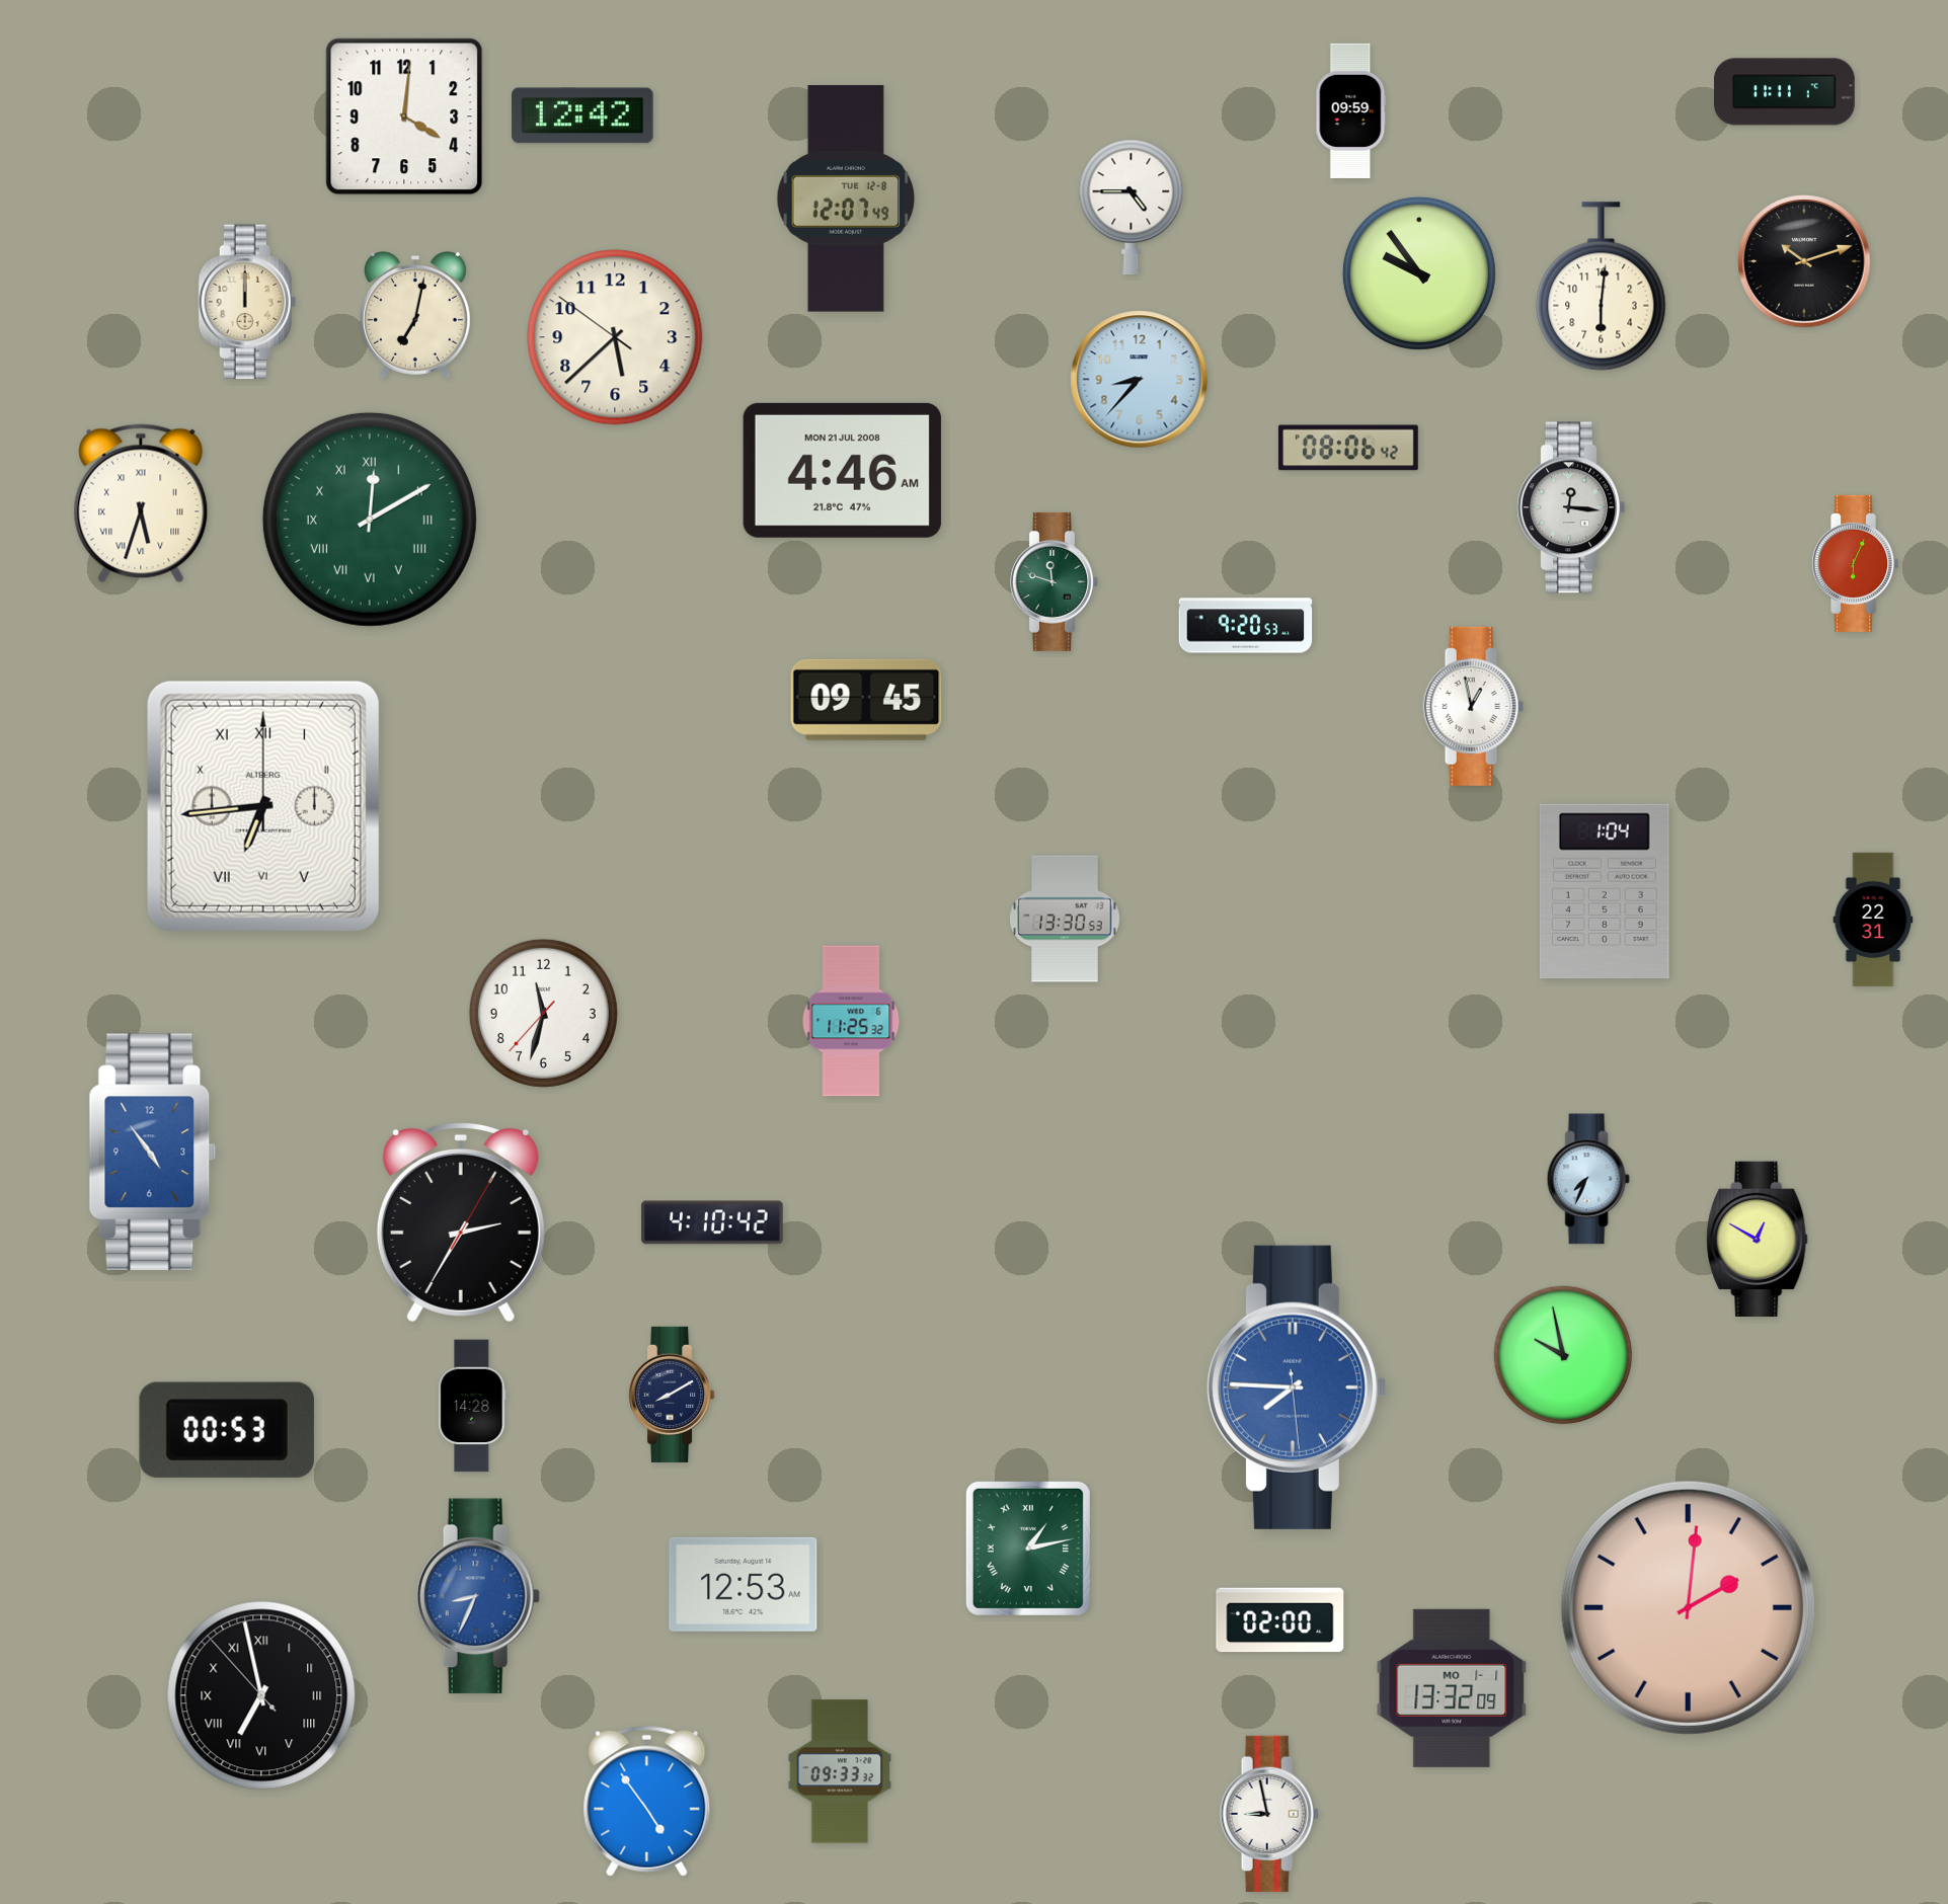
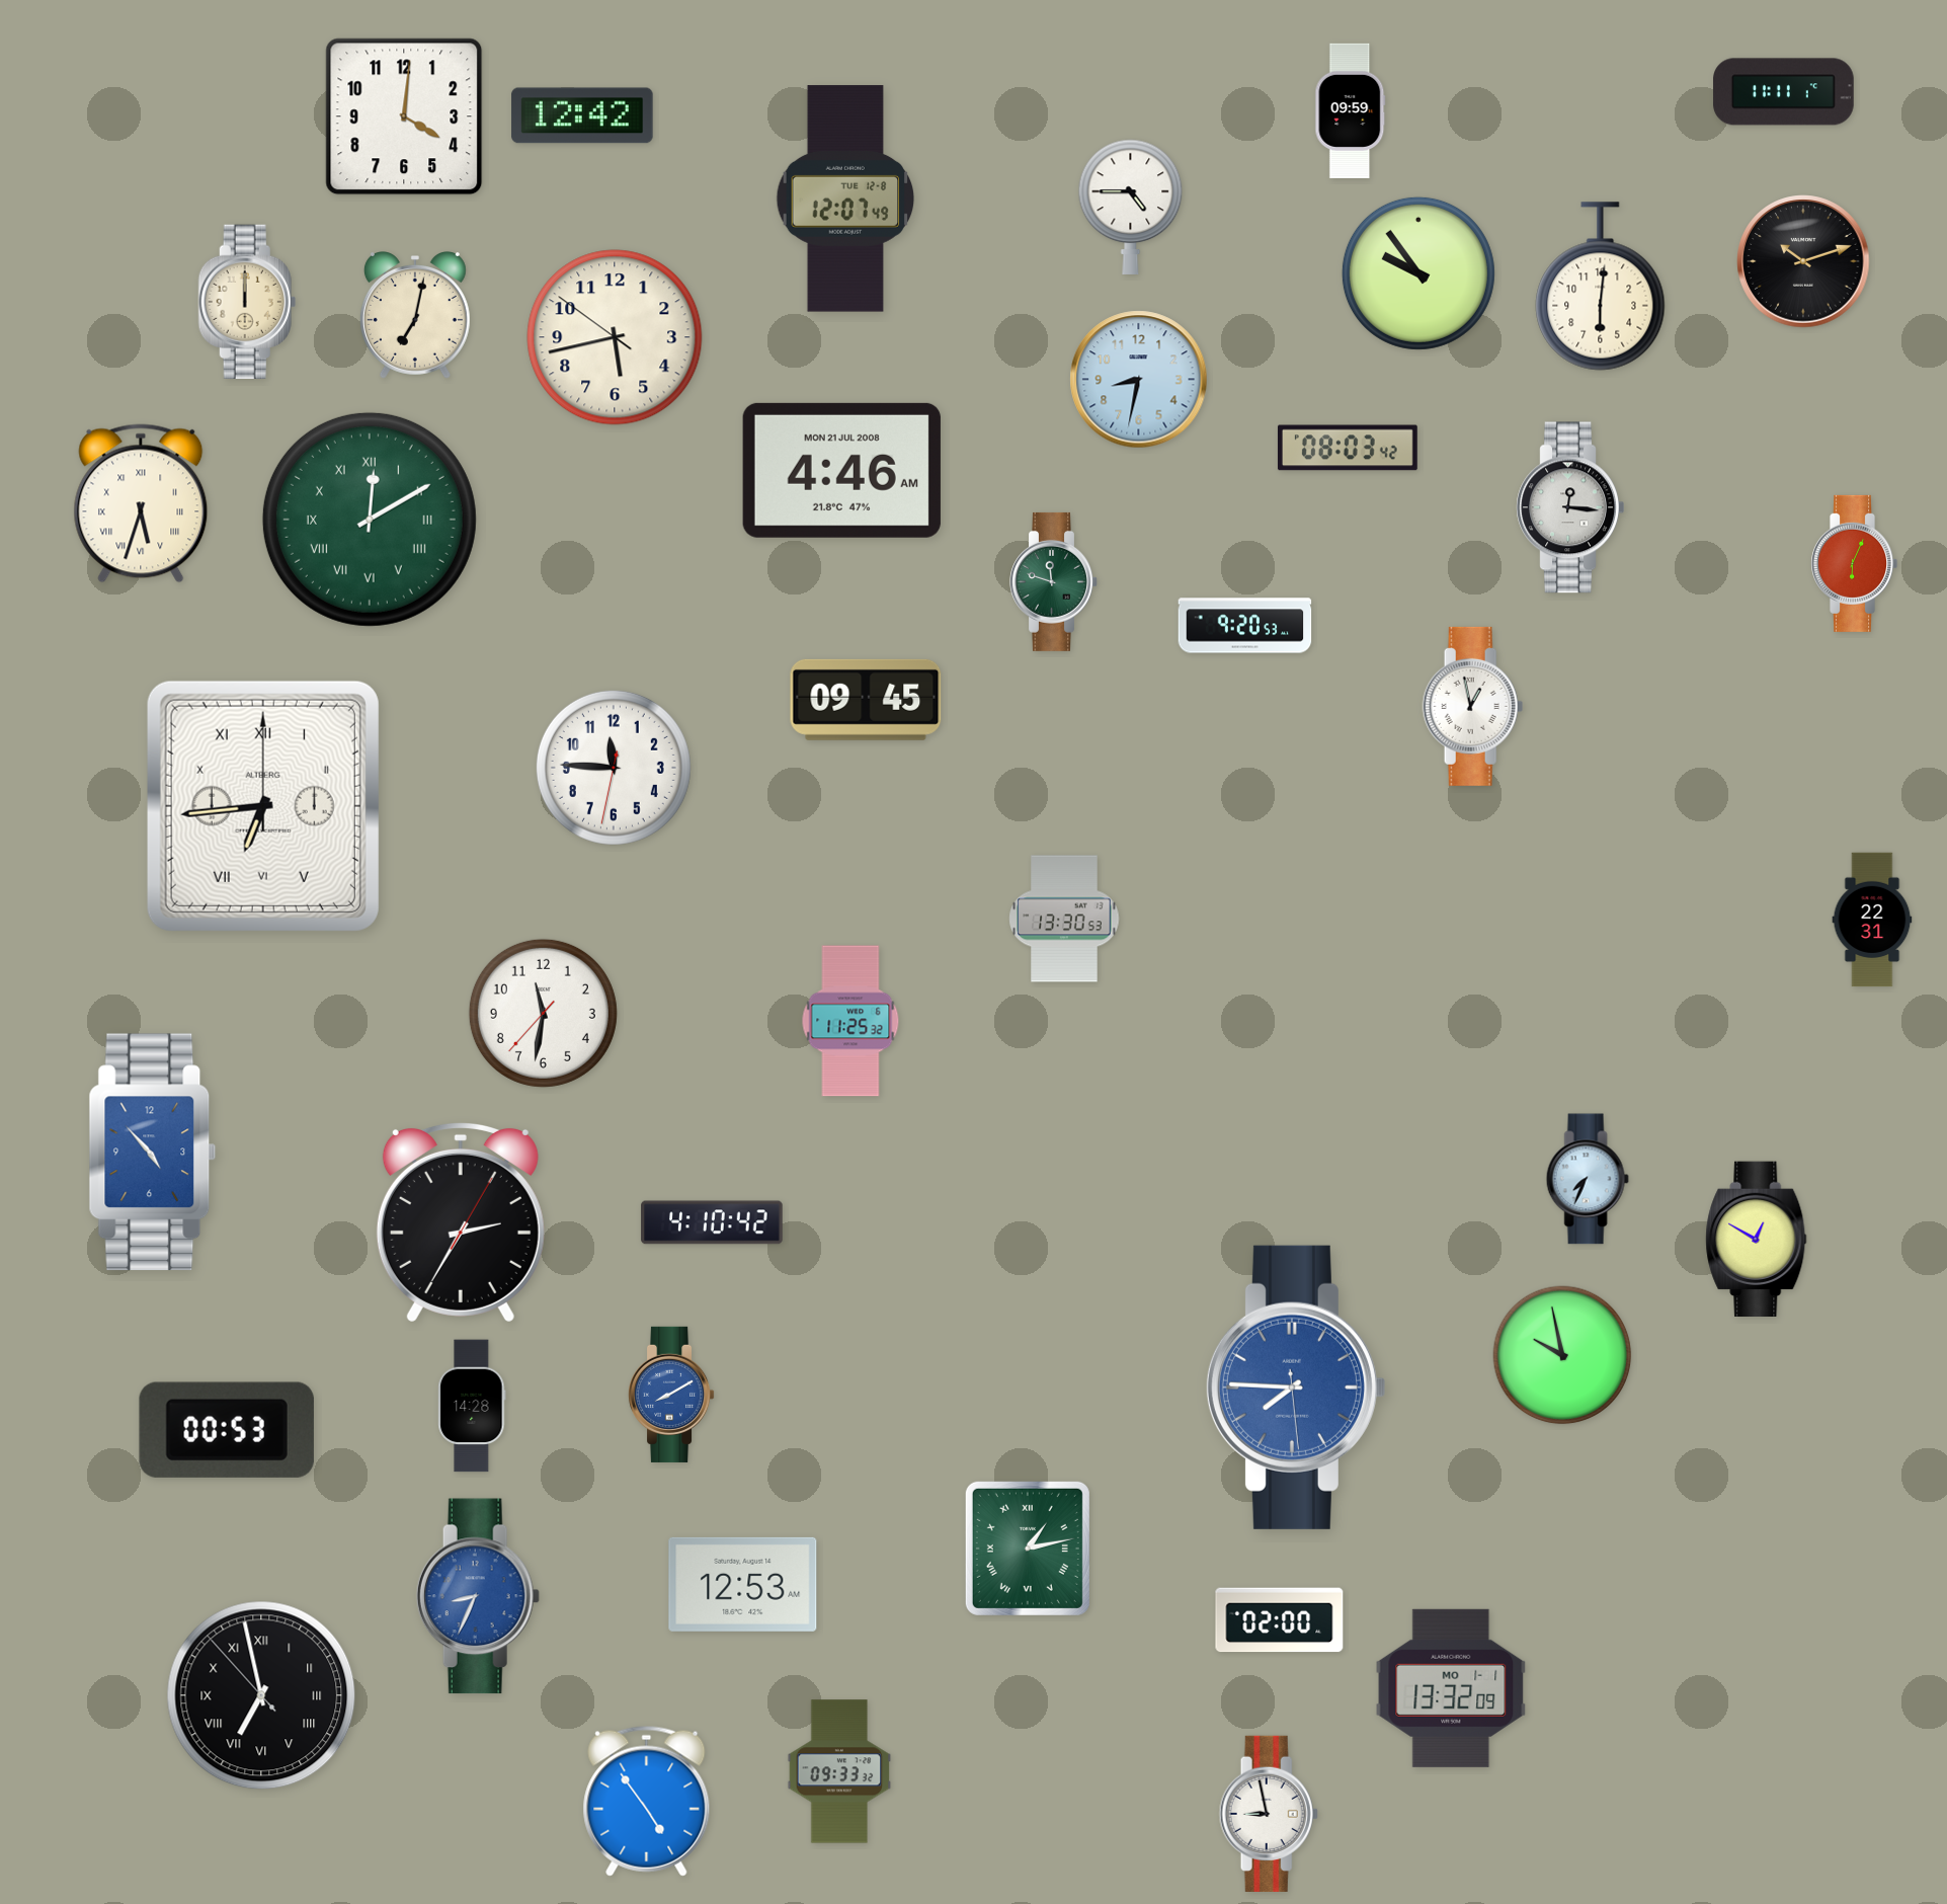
clock at (615, 337): 5:37 -> 5:42
clock at (1140, 380): 8:37 -> 8:32
clock at (1348, 448): 08:06 -> 08:03
clock at (614, 768): none -> 11:45
clock at (1605, 891): 1:04 -> none
clock at (543, 1013): 11:32 -> 11:31
clock at (153, 1153): 4:54 -> 4:53
clock at (673, 1395) dial: navy -> blue
clock at (1688, 1607): 2:01 -> none
